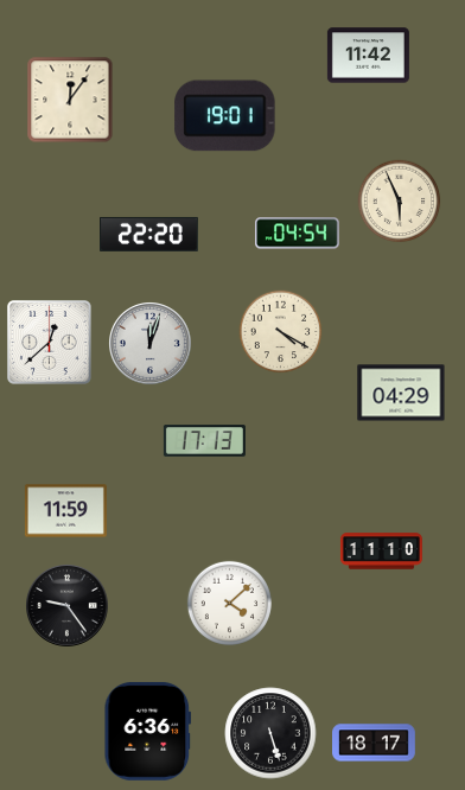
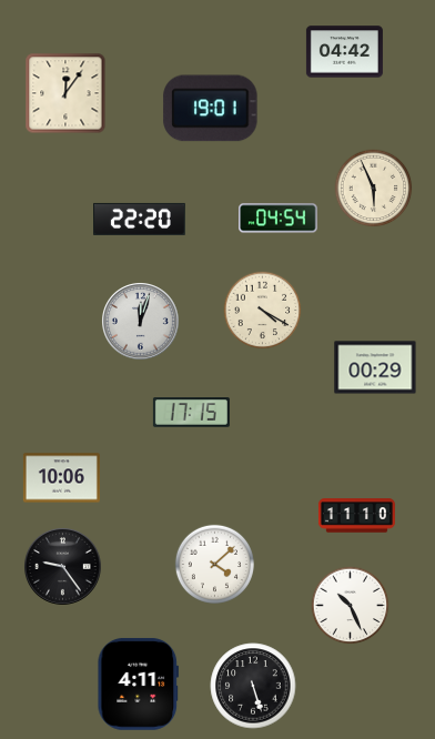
clock at (368, 56): 11:42 -> 04:42
clock at (49, 342): 12:38 -> none
clock at (401, 393): 04:29 -> 00:29
clock at (204, 441): 17:13 -> 17:15
clock at (65, 511): 11:59 -> 10:06
clock at (351, 606): none -> 10:26
clock at (148, 731): 6:36 -> 4:11
clock at (375, 743): 18:17 -> none
